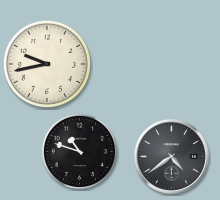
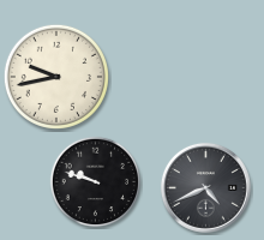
clock at (80, 152): 10:48 -> 9:48
clock at (171, 156): 4:39 -> 4:41
